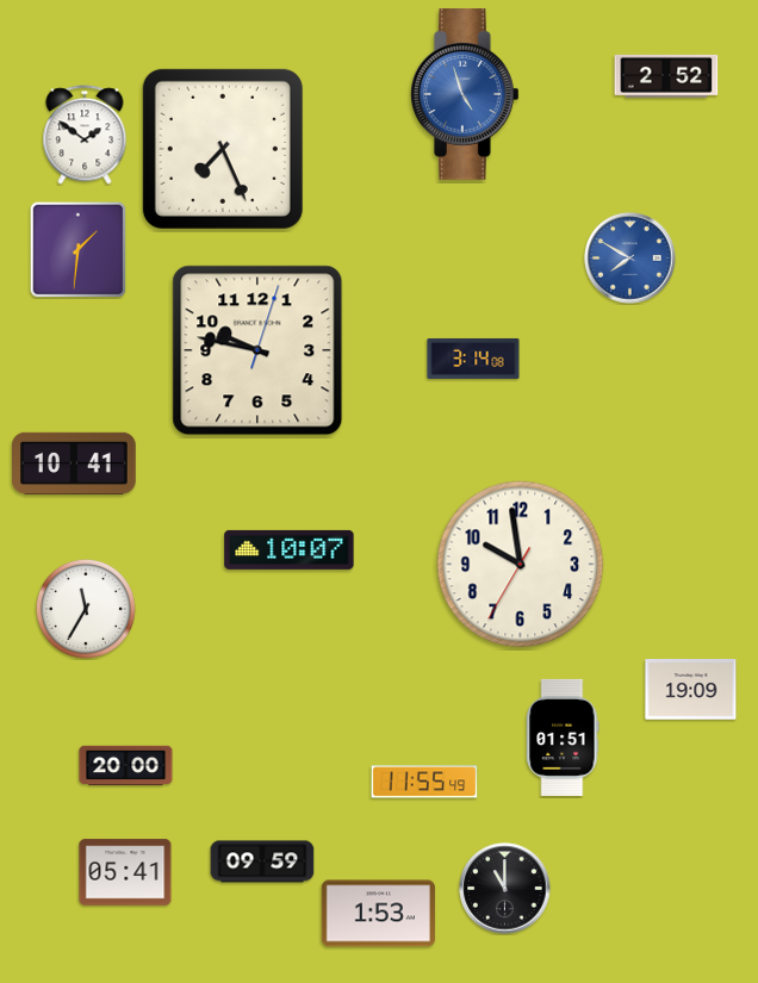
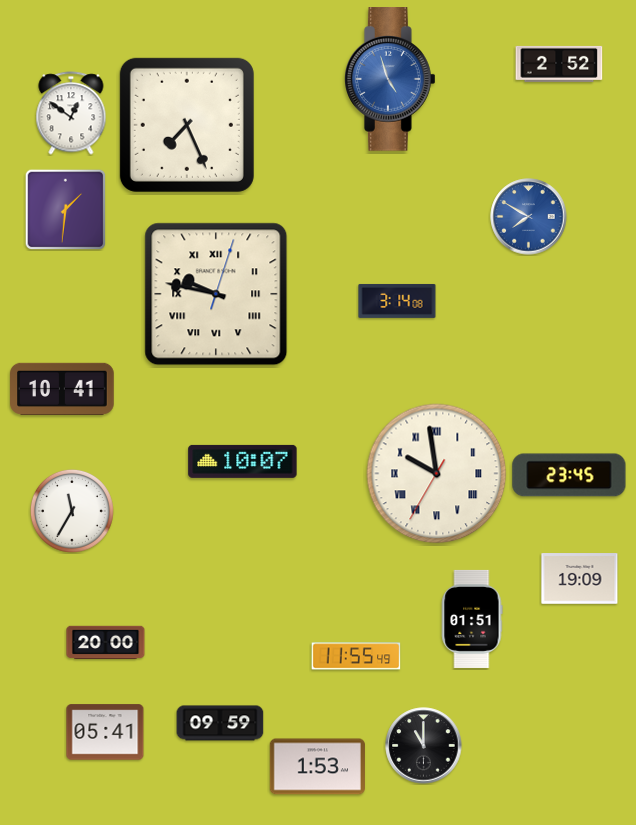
clock at (85, 135): 1:51 -> 12:51
clock at (257, 350) numerals: Arabic -> Roman
clock at (521, 565) numerals: Arabic -> Roman
clock at (569, 475): none -> 23:45
